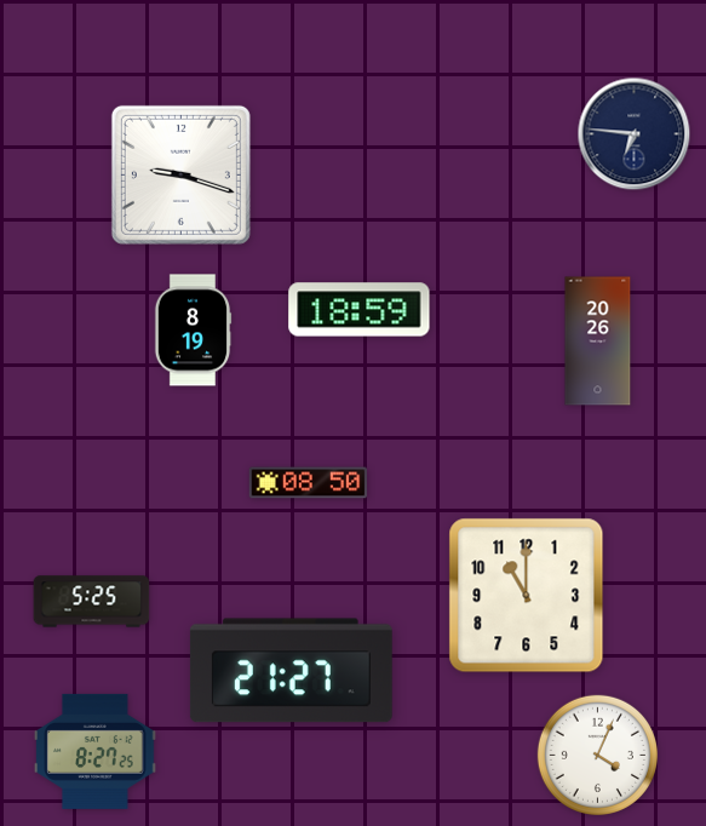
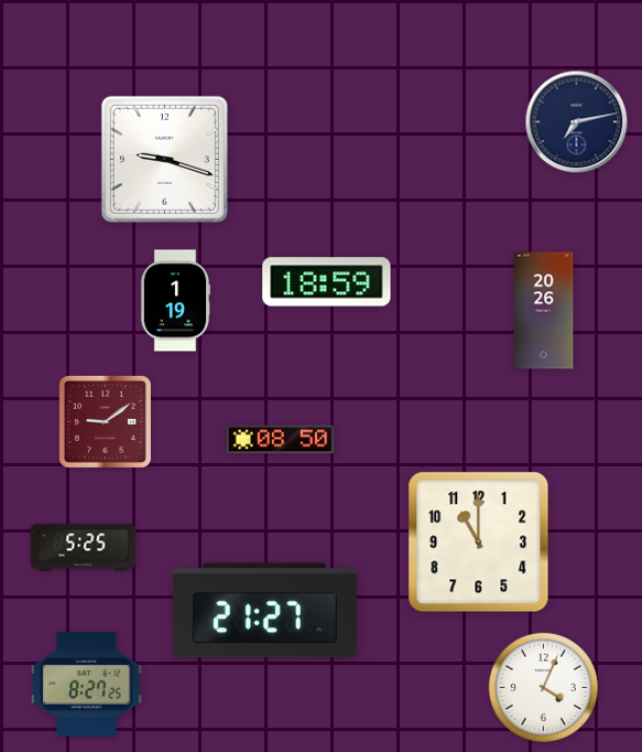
clock at (635, 134): 6:46 -> 7:13
clock at (193, 331): 8:19 -> 1:19
clock at (105, 421): none -> 9:09
